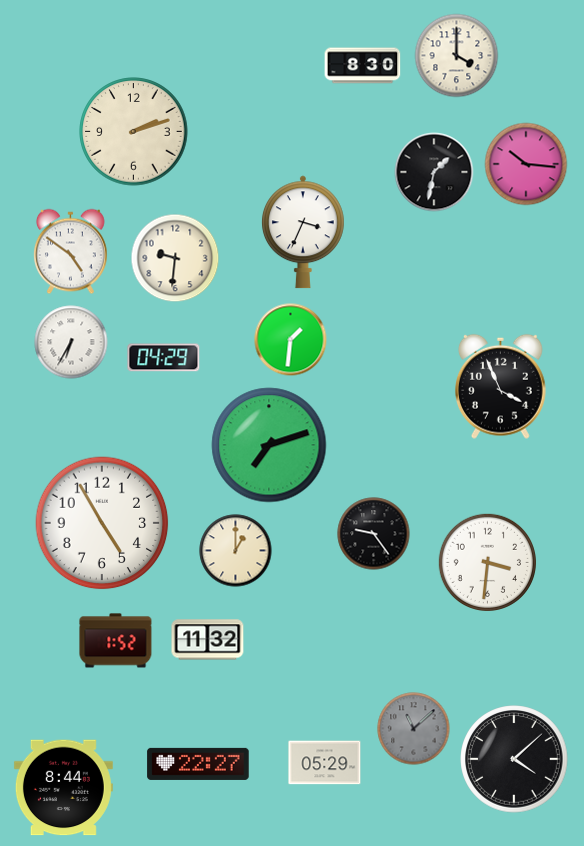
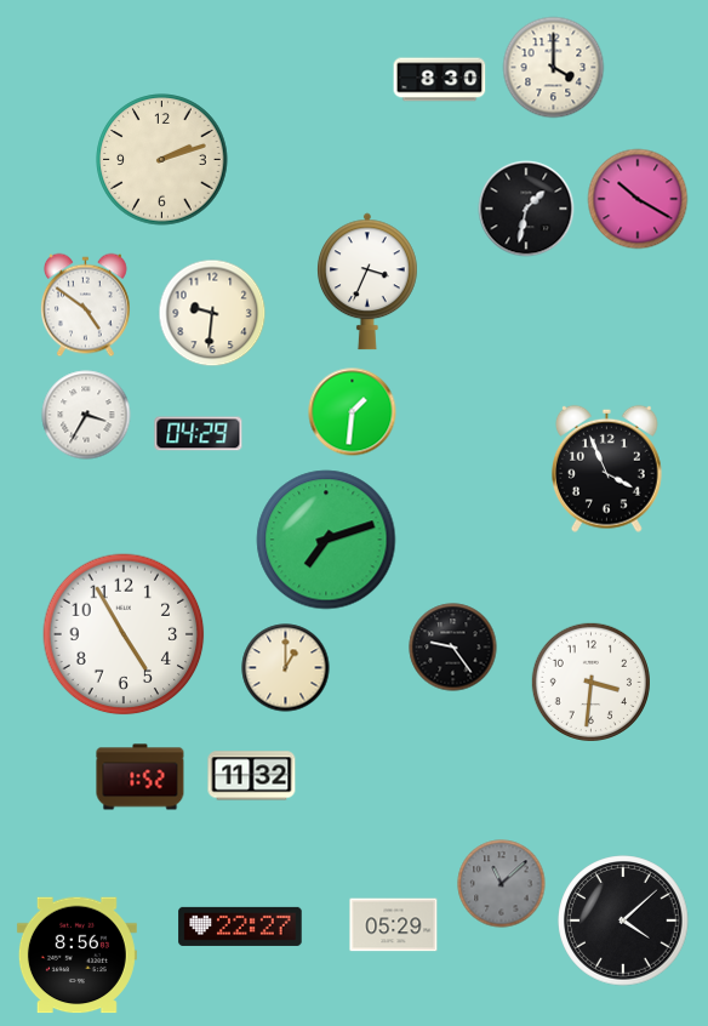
clock at (526, 164): 10:16 -> 10:20
clock at (71, 342): 6:35 -> 3:35
clock at (63, 788): 8:44 -> 8:56
